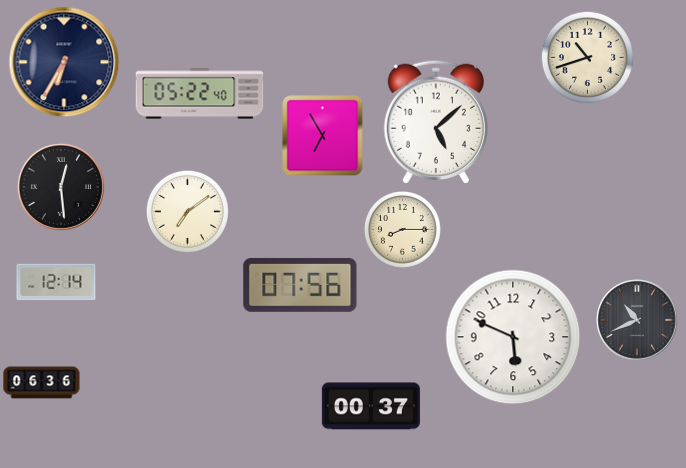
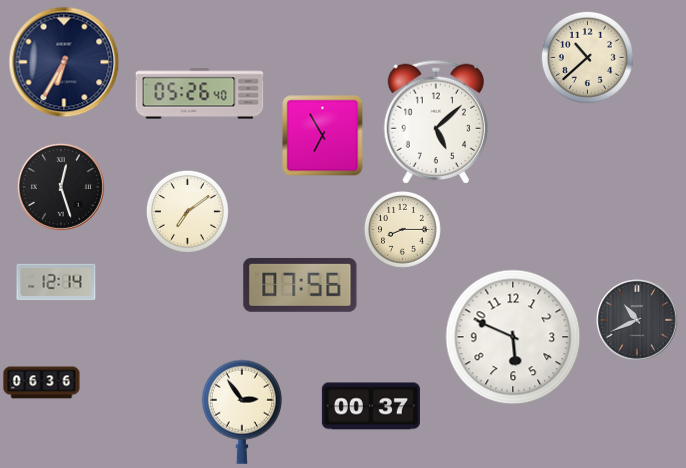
clock at (587, 57): 10:42 -> 10:38
clock at (200, 94): 05:22 -> 05:26
clock at (61, 187): 12:29 -> 12:27
clock at (242, 412): none -> 2:54
